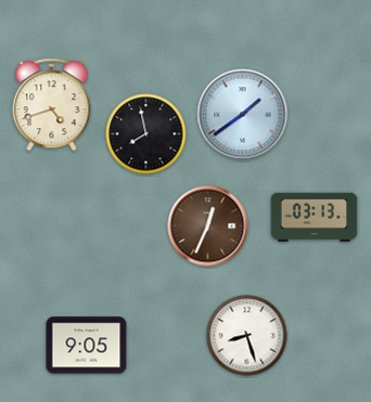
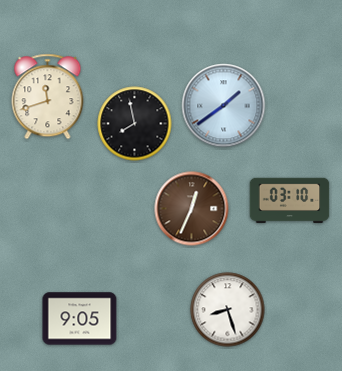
clock at (52, 105): 4:42 -> 11:42
clock at (315, 218): 03:13 -> 03:10
